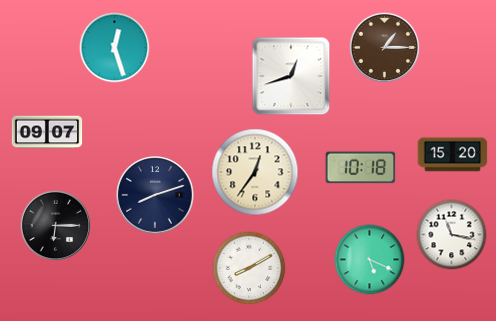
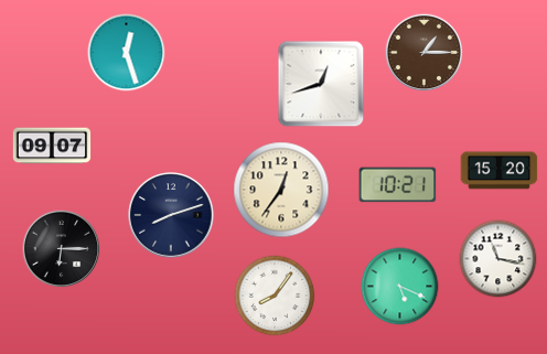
clock at (361, 168): 10:18 -> 10:21
clock at (370, 260) position: (370, 260) -> (400, 287)
clock at (249, 268): 8:10 -> 8:06
